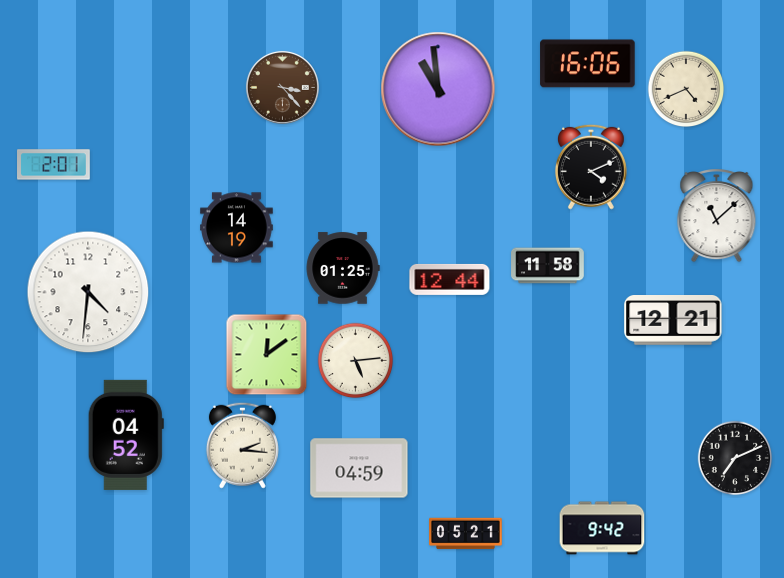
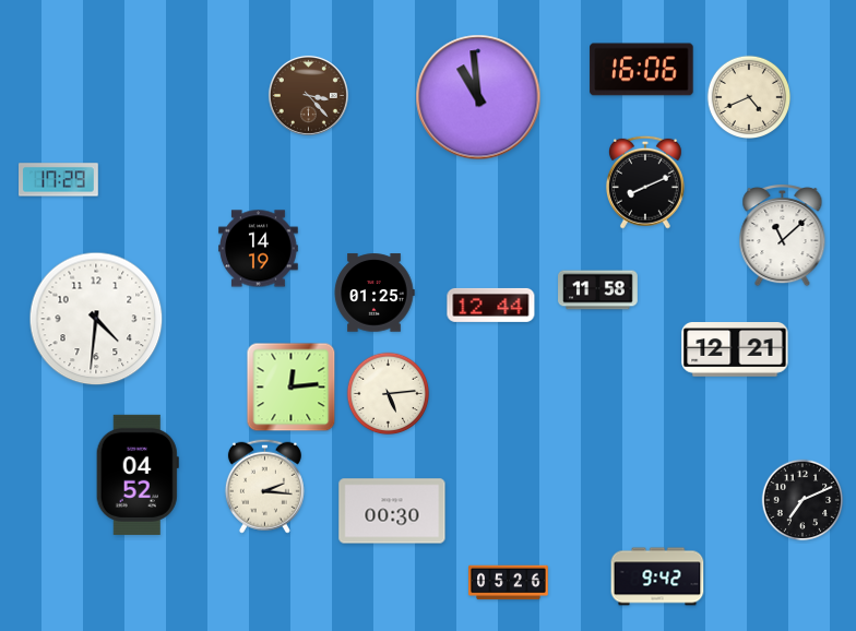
clock at (54, 165): 2:01 -> 17:29
clock at (591, 167): 4:11 -> 8:11
clock at (267, 355): 12:09 -> 12:14
clock at (359, 468): 04:59 -> 00:30
clock at (466, 534): 05:21 -> 05:26
